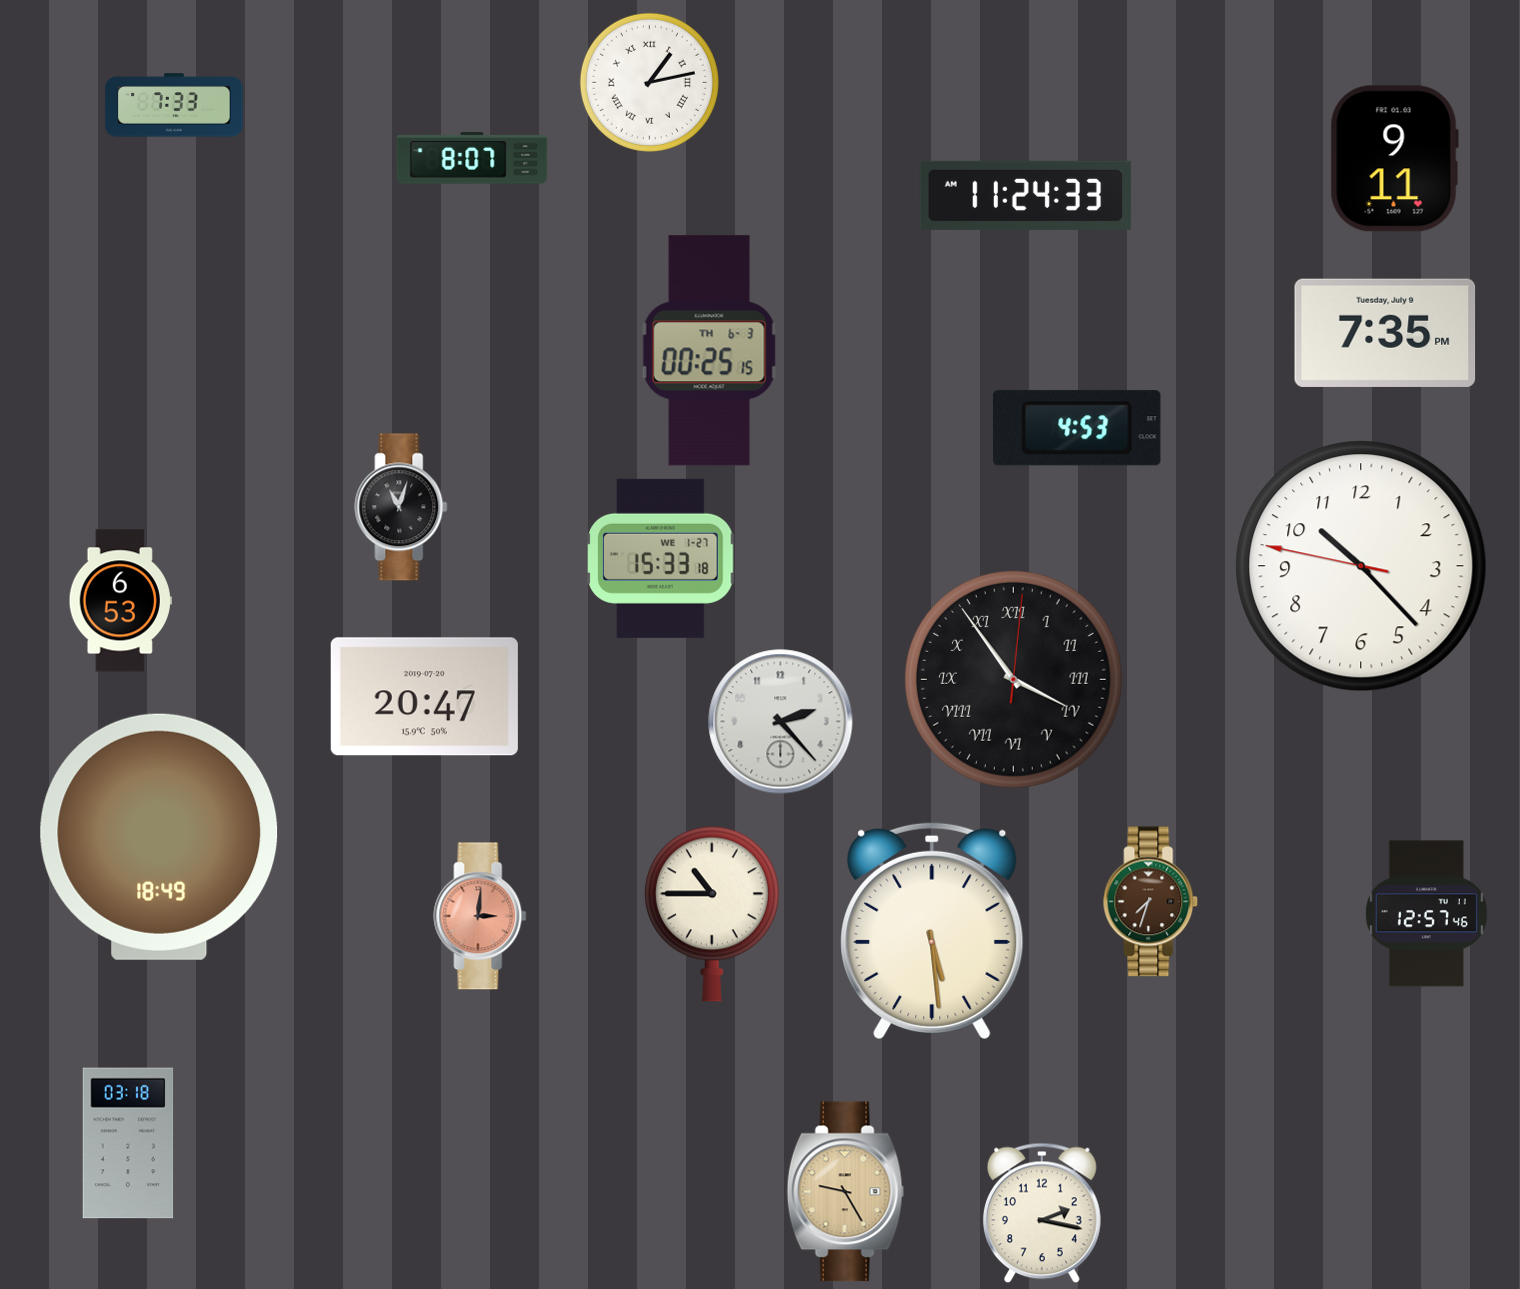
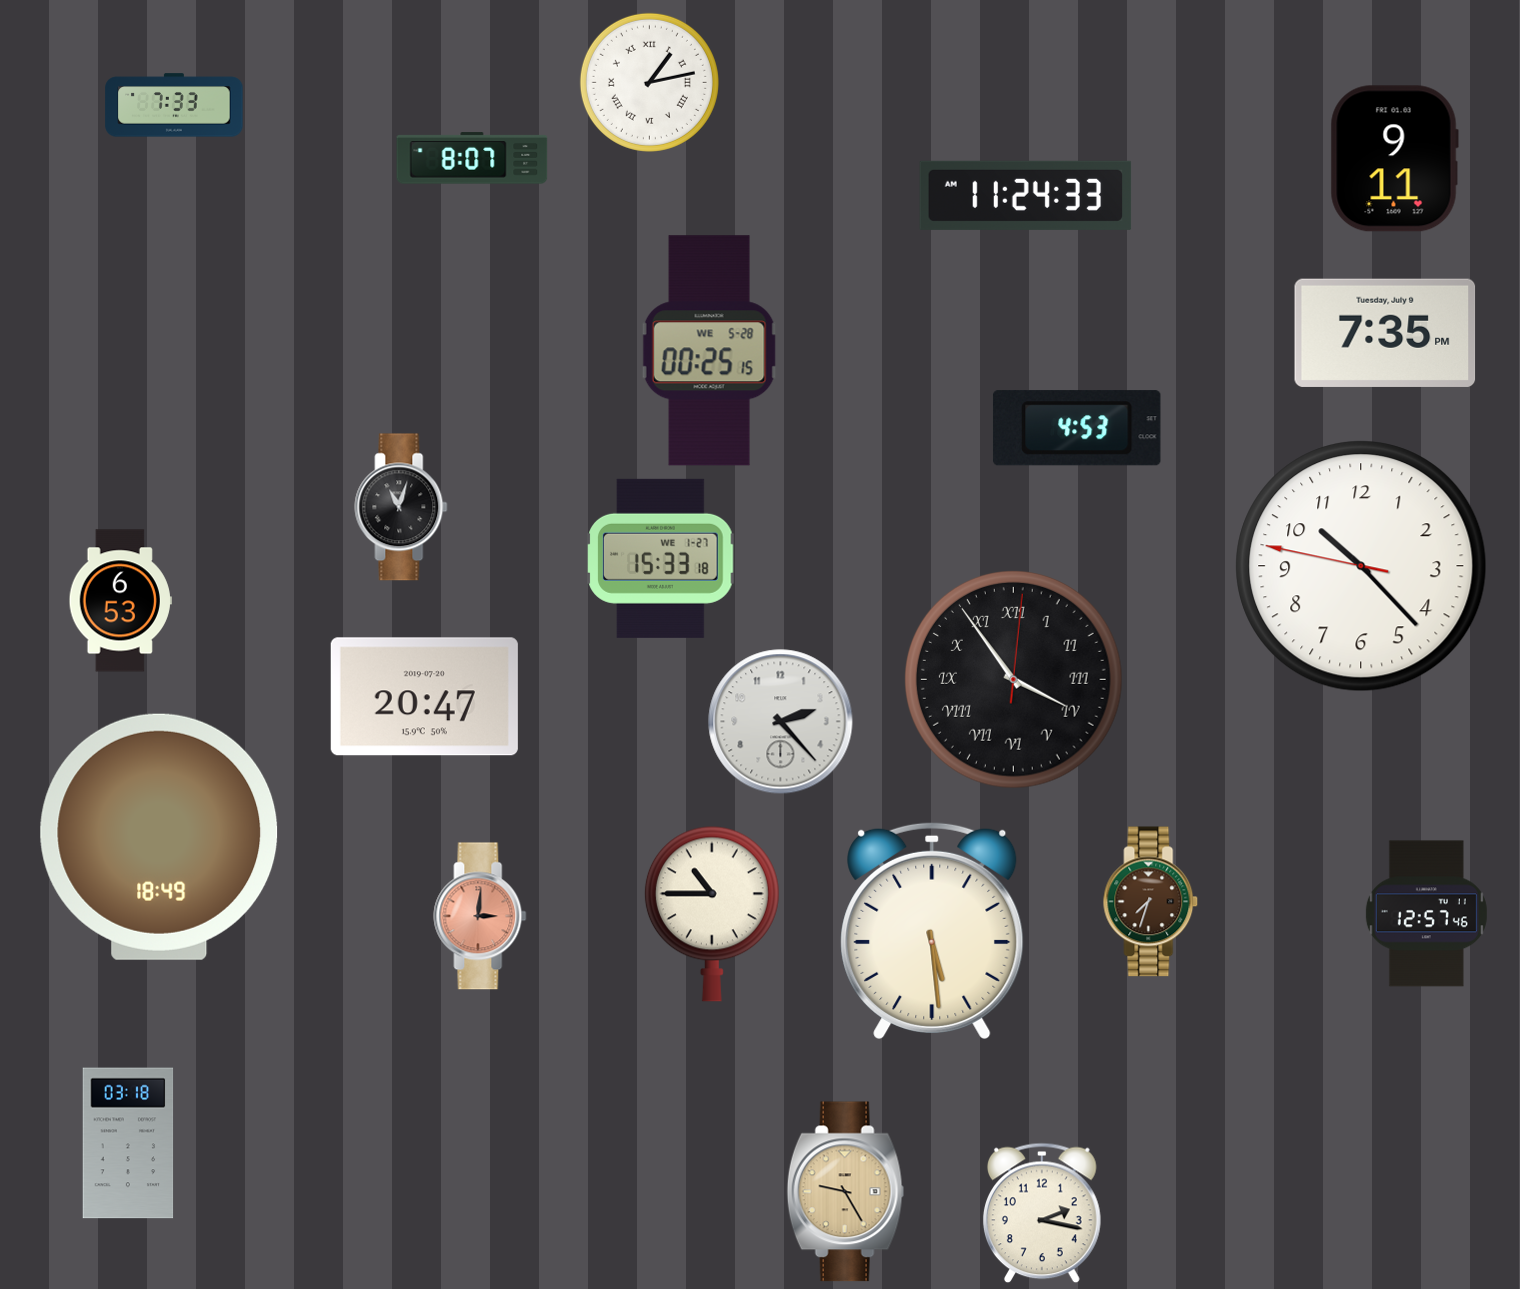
clock at (709, 351) date: TH 6-3 -> WE 5-28
